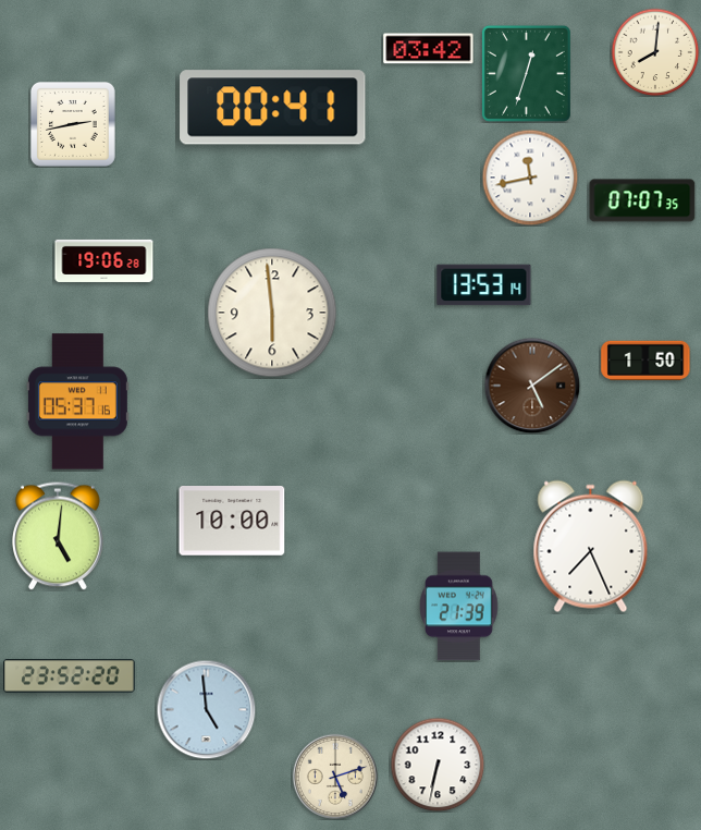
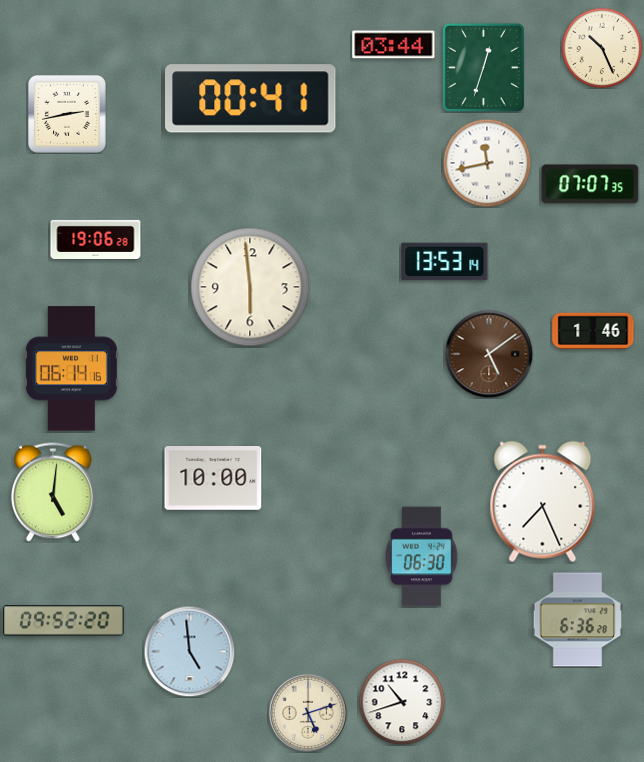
clock at (429, 49): 03:42 -> 03:44
clock at (655, 52): 8:01 -> 10:26
clock at (645, 361): 1:50 -> 1:46
clock at (77, 402): 05:37 -> 06:14
clock at (459, 607): 21:39 -> 06:30
clock at (577, 620): none -> 6:36
clock at (70, 676): 23:52 -> 09:52
clock at (438, 765): 6:32 -> 10:42
